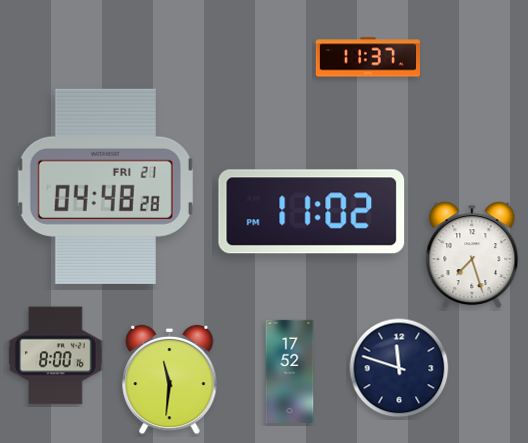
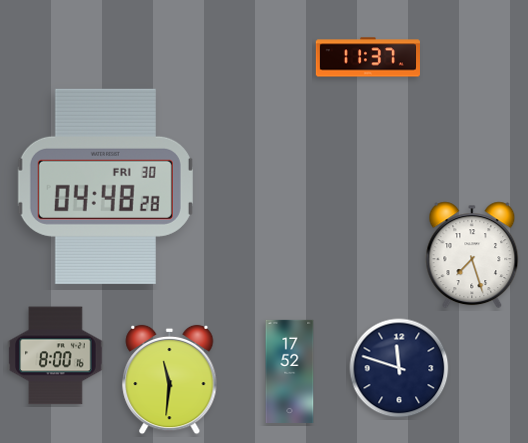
clock at (105, 186) date: FRI 21 -> FRI 30
clock at (312, 212): 11:02 -> none
